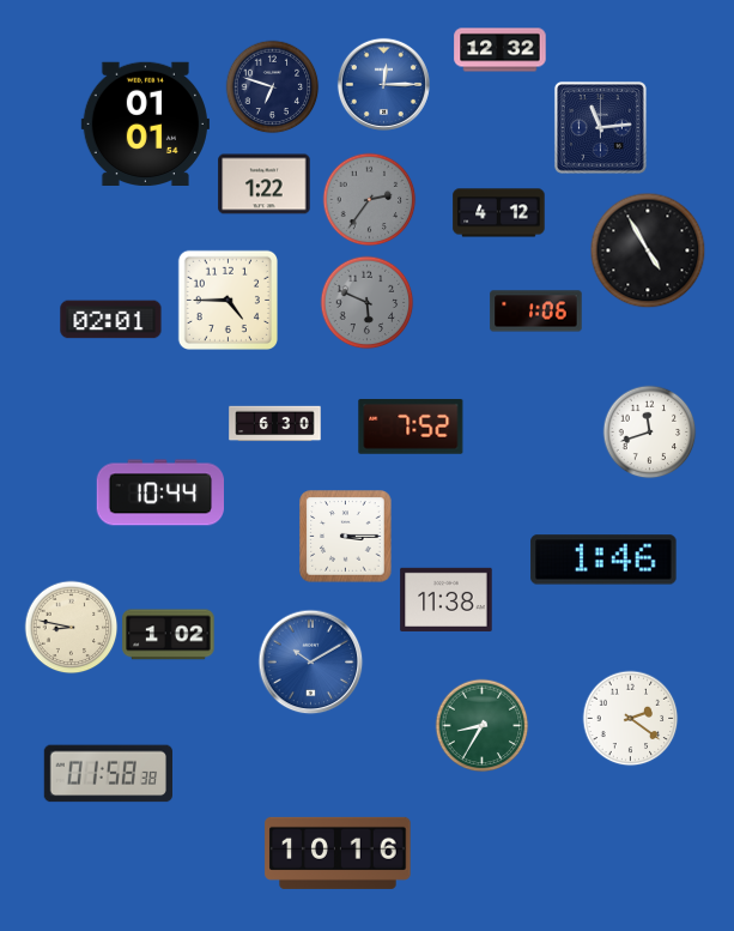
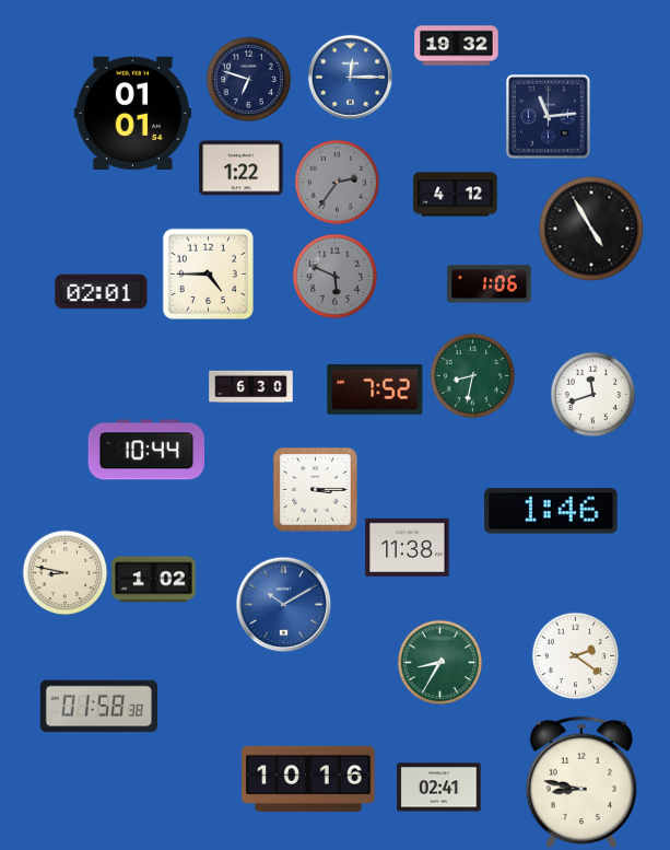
clock at (501, 50): 12:32 -> 19:32
clock at (472, 375): none -> 8:32
clock at (580, 782): none -> 8:47
clock at (439, 788): none -> 02:41
